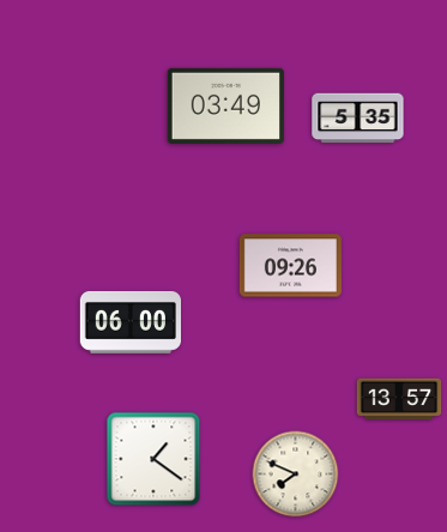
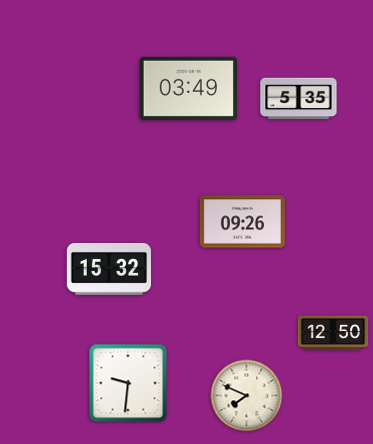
clock at (129, 322): 06:00 -> 15:32
clock at (399, 399): 13:57 -> 12:50
clock at (153, 459): 1:21 -> 9:31
